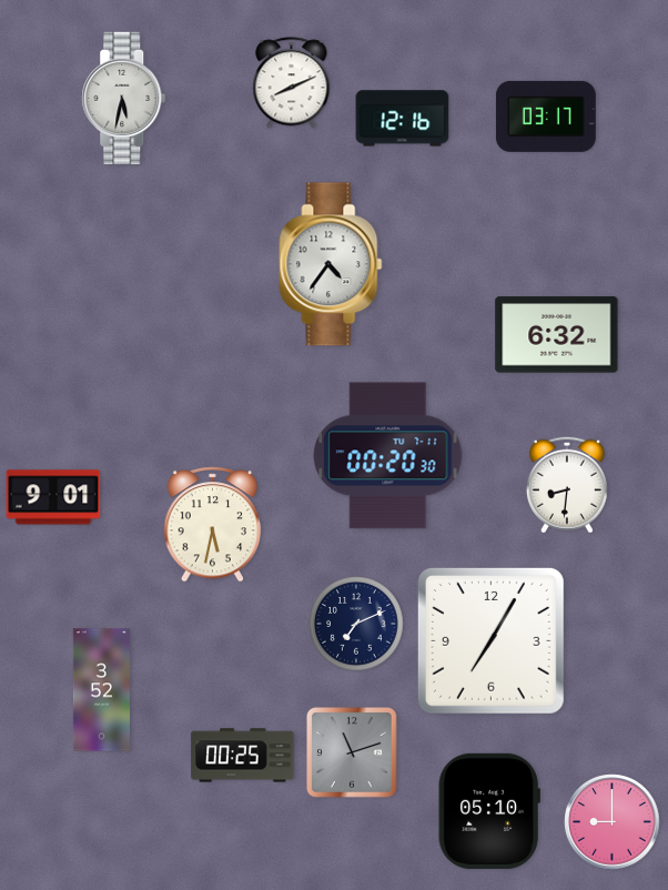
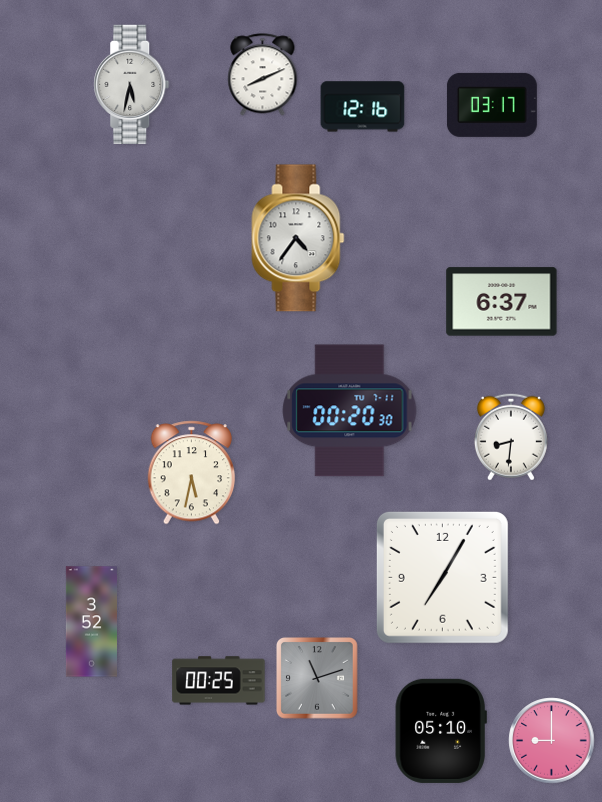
clock at (124, 98) position: (124, 98) -> (132, 84)
clock at (557, 335): 6:32 -> 6:37
clock at (53, 497): 9:01 -> none
clock at (357, 625): 7:11 -> none
